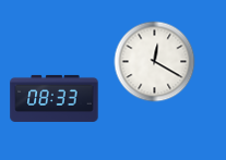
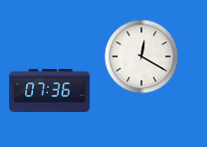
clock at (55, 98): 08:33 -> 07:36
